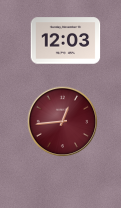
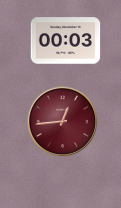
clock at (66, 41): 12:03 -> 00:03
